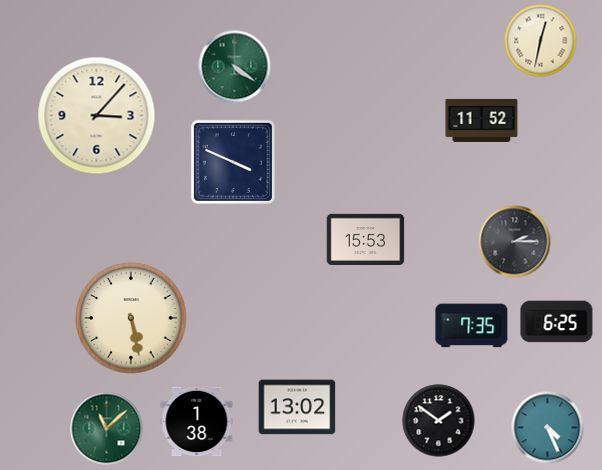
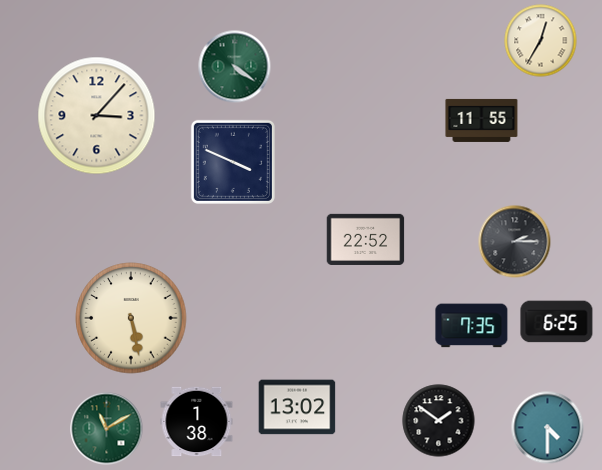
clock at (541, 41): 12:32 -> 12:35
clock at (482, 120): 11:52 -> 11:55
clock at (366, 239): 15:53 -> 22:52
clock at (548, 428): 4:26 -> 4:30
clock at (107, 429): 11:08 -> 11:10
